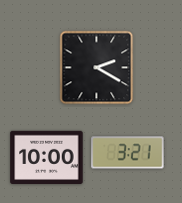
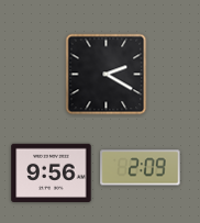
clock at (128, 153): 3:21 -> 2:09
clock at (47, 157): 10:00 -> 9:56
